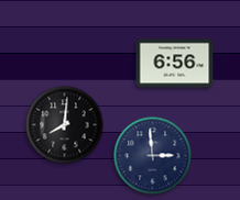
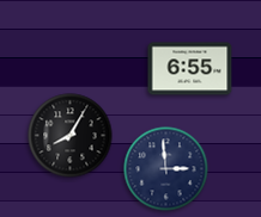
clock at (175, 64): 6:56 -> 6:55
clock at (65, 125): 8:01 -> 8:05
